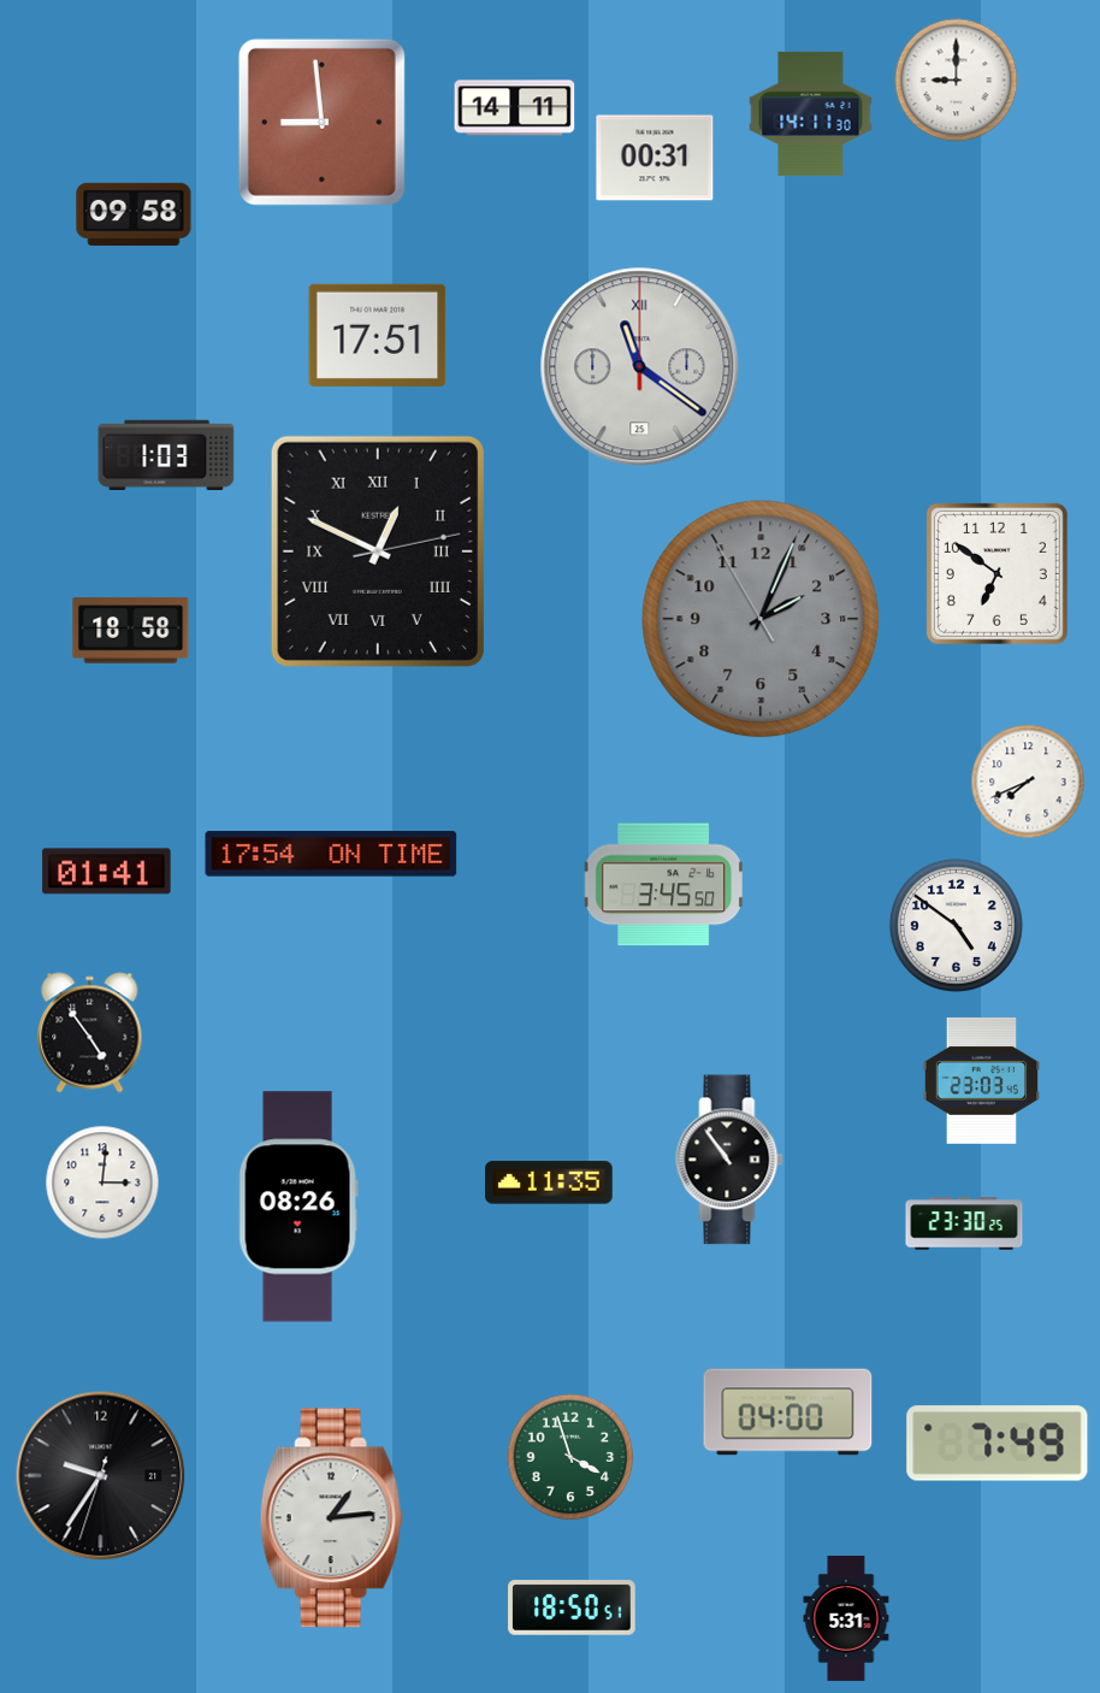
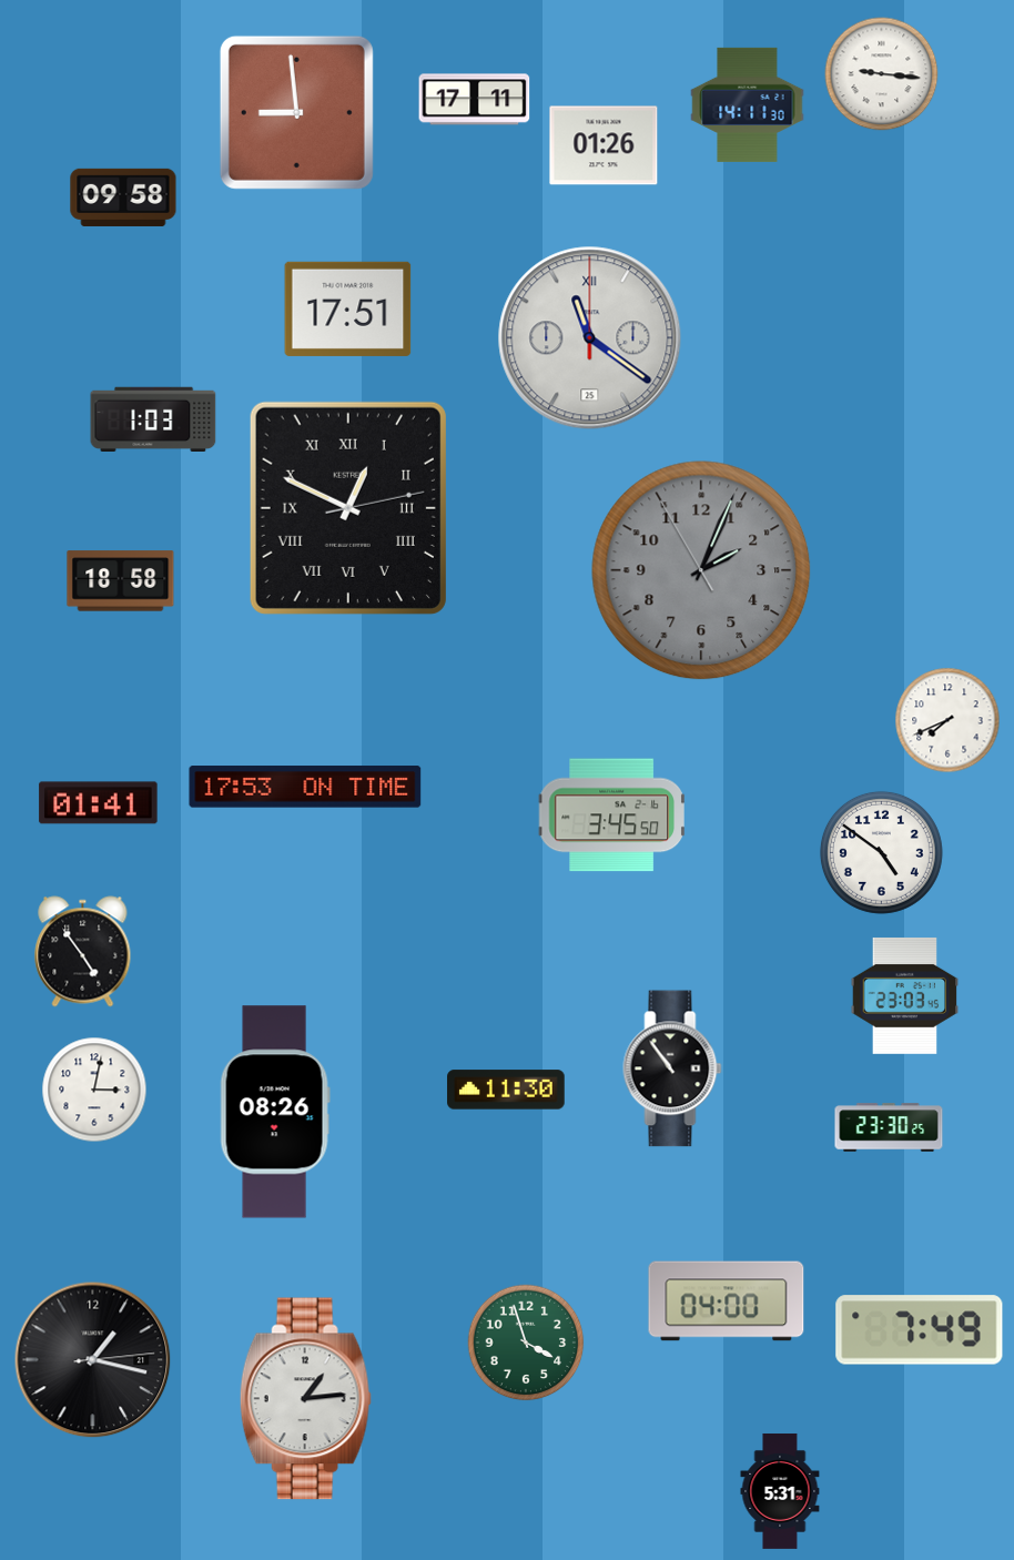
clock at (957, 81): 9:00 -> 9:16
clock at (515, 108): 14:11 -> 17:11
clock at (655, 158): 00:31 -> 01:26
clock at (996, 573): 6:51 -> none
clock at (331, 854): 17:54 -> 17:53
clock at (102, 1182): 3:01 -> 3:02
clock at (549, 1182): 11:35 -> 11:30
clock at (101, 1476): 9:35 -> 1:17
clock at (572, 1608): 18:50 -> none
